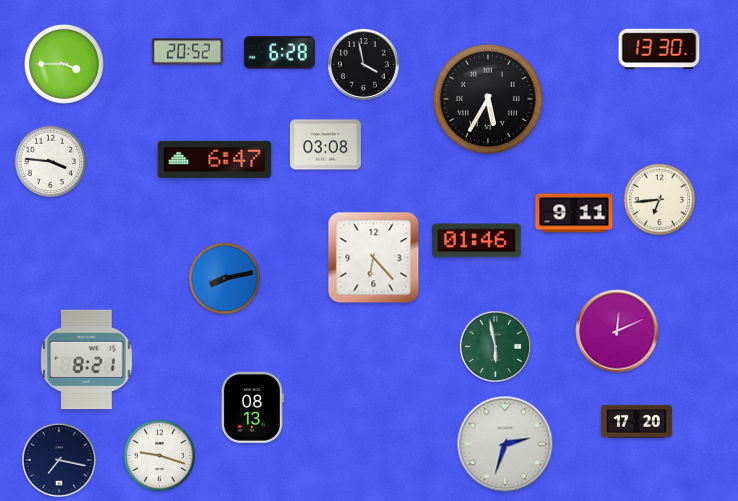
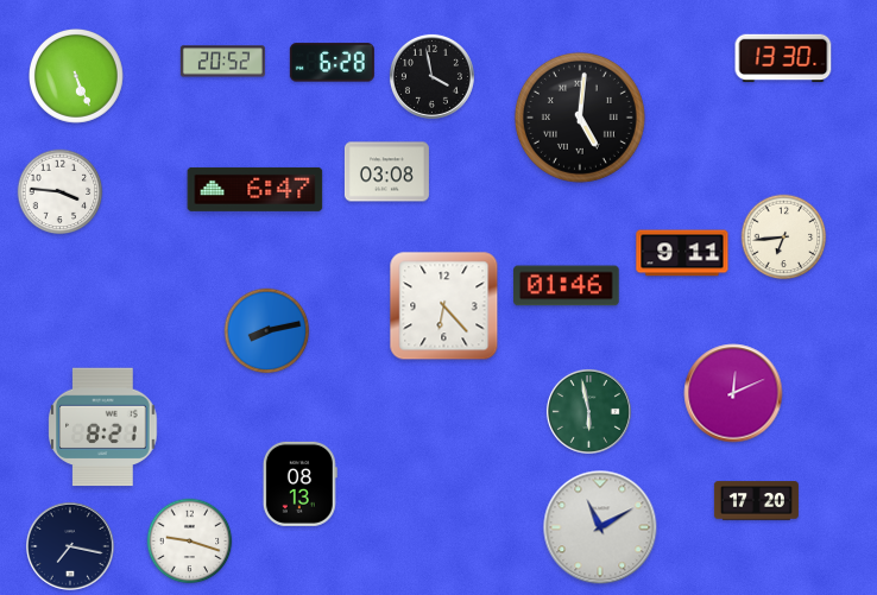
clock at (65, 65): 3:45 -> 5:26
clock at (488, 99): 5:35 -> 5:01
clock at (505, 444): 2:33 -> 11:10
